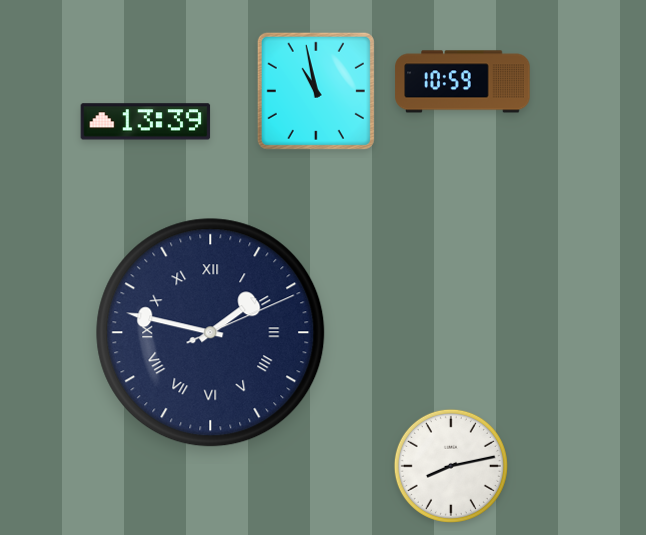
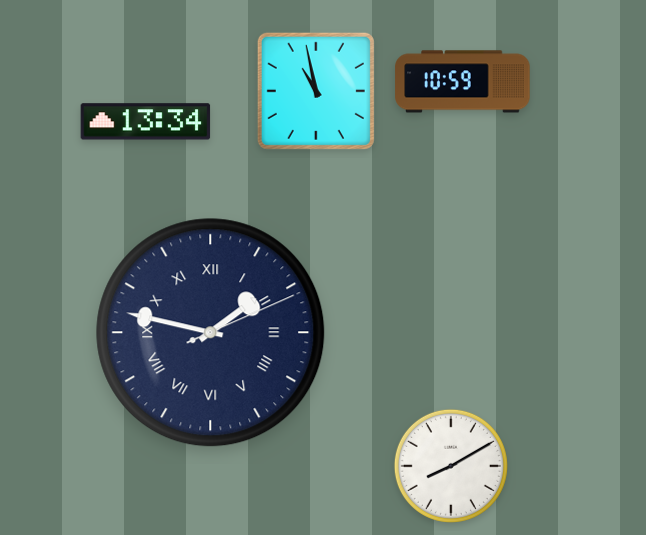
clock at (146, 122): 13:39 -> 13:34
clock at (451, 466): 8:13 -> 8:10
